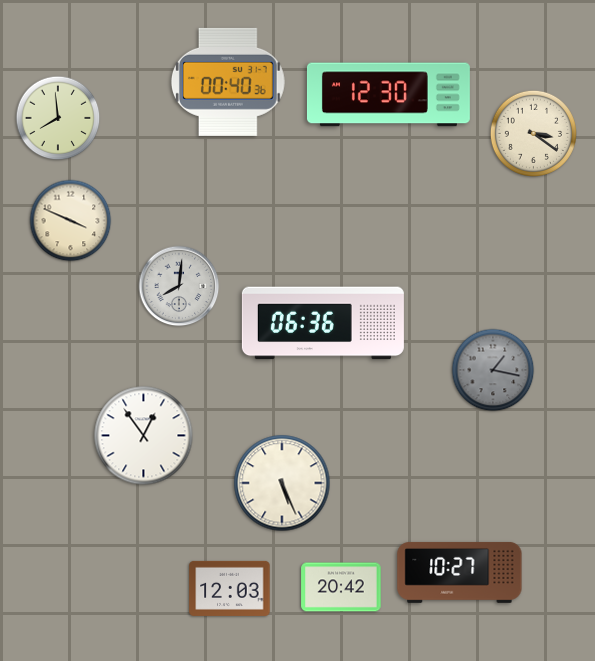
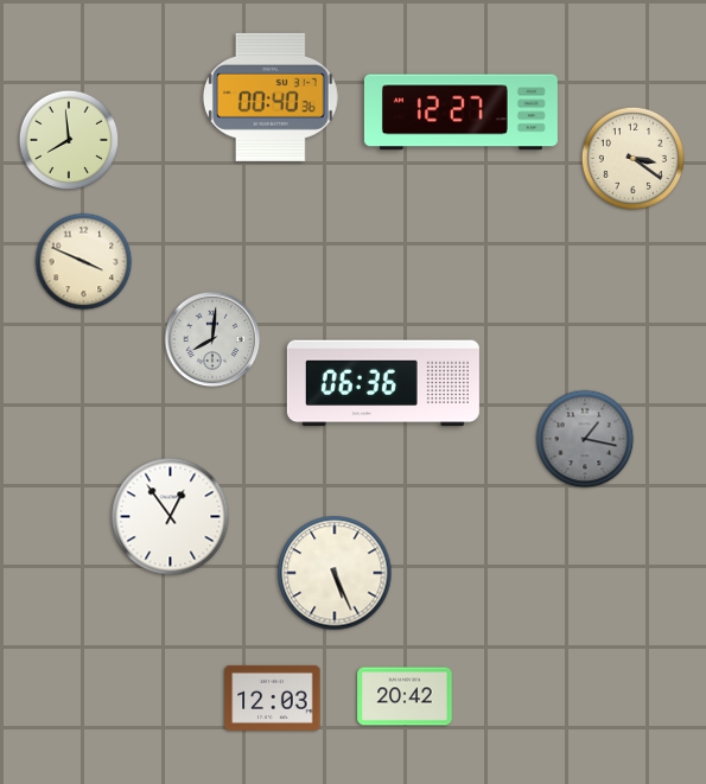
clock at (388, 95): 12:30 -> 12:27
clock at (460, 572): 10:27 -> none
